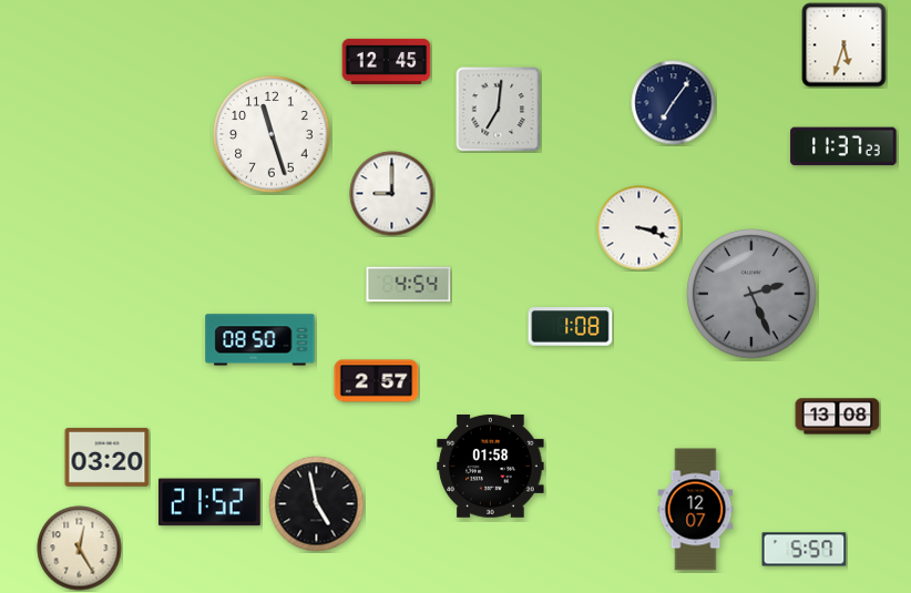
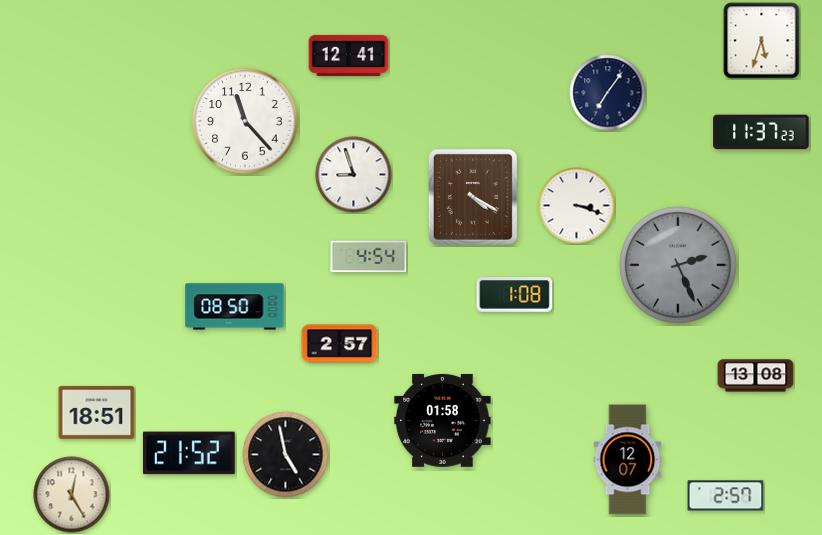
clock at (387, 61): 12:45 -> 12:41
clock at (499, 110): 7:01 -> none
clock at (272, 134): 11:27 -> 11:23
clock at (392, 194): 9:00 -> 8:57
clock at (473, 197): none -> 4:20
clock at (108, 457): 03:20 -> 18:51
clock at (805, 550): 5:57 -> 2:57
